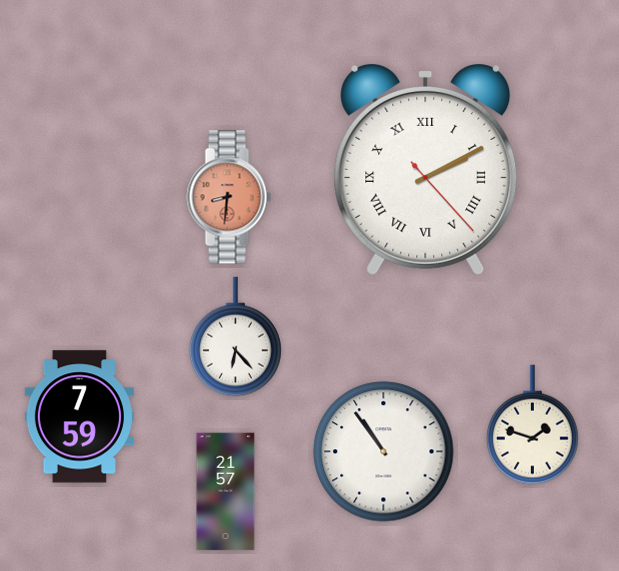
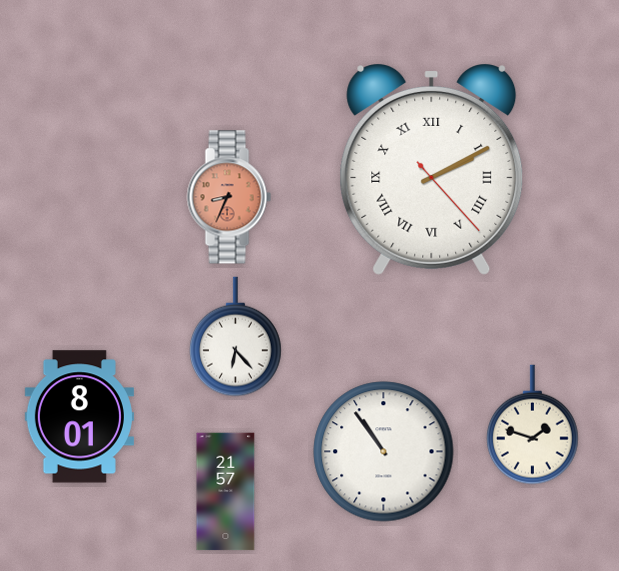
clock at (426, 170) position: (426, 170) -> (432, 170)
clock at (229, 197): 8:31 -> 8:34
clock at (79, 417): 7:59 -> 8:01
